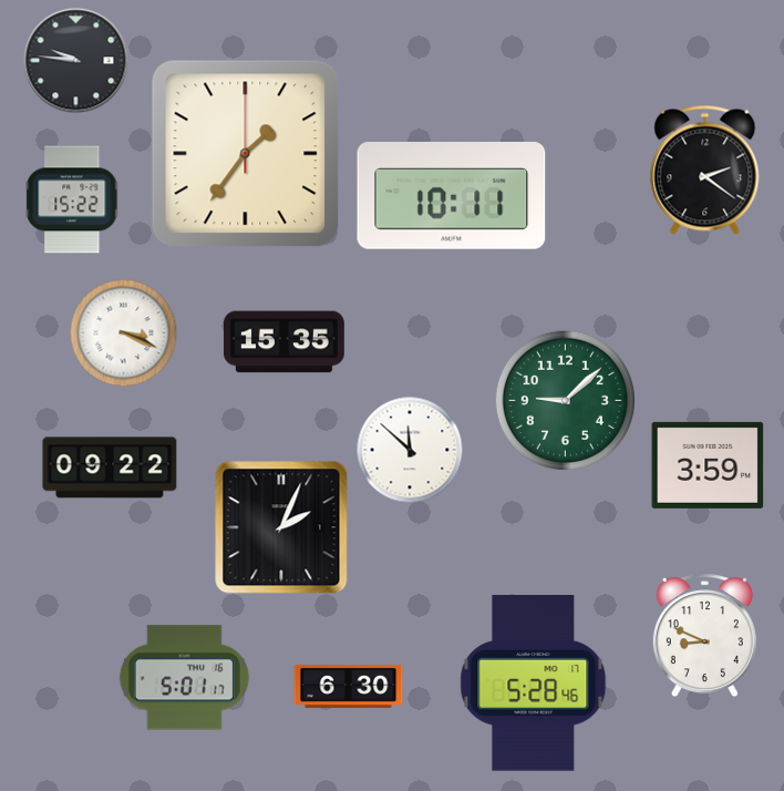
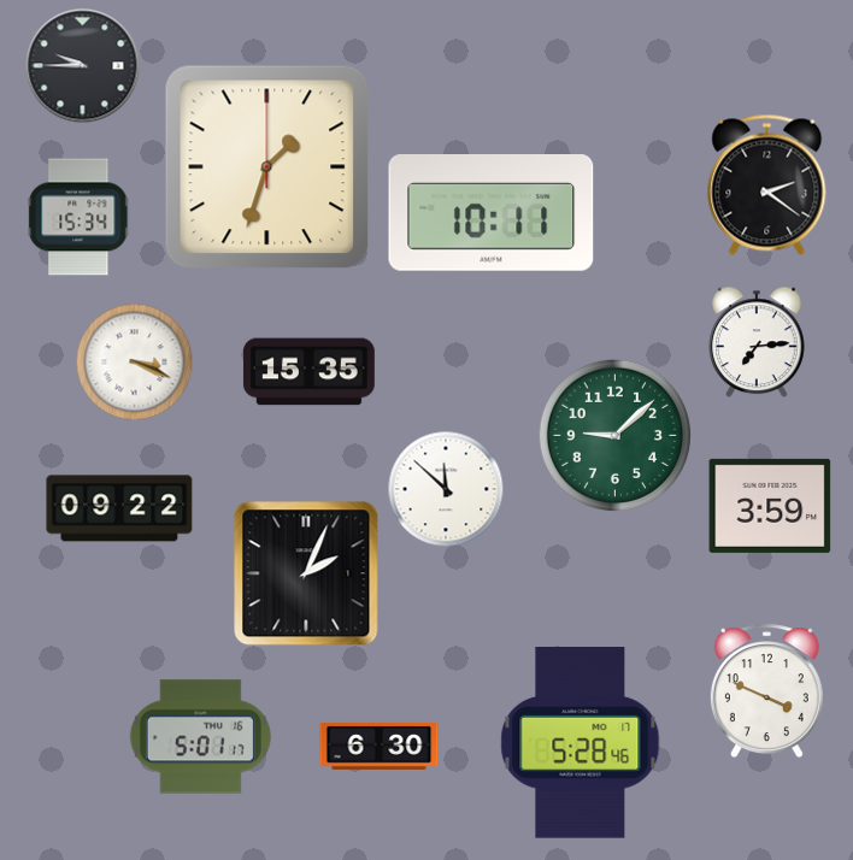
clock at (76, 61): 9:46 -> 9:45
clock at (246, 154): 1:36 -> 1:33
clock at (72, 199): 15:22 -> 15:34
clock at (757, 342): none -> 7:14
clock at (704, 636): 8:49 -> 3:49
